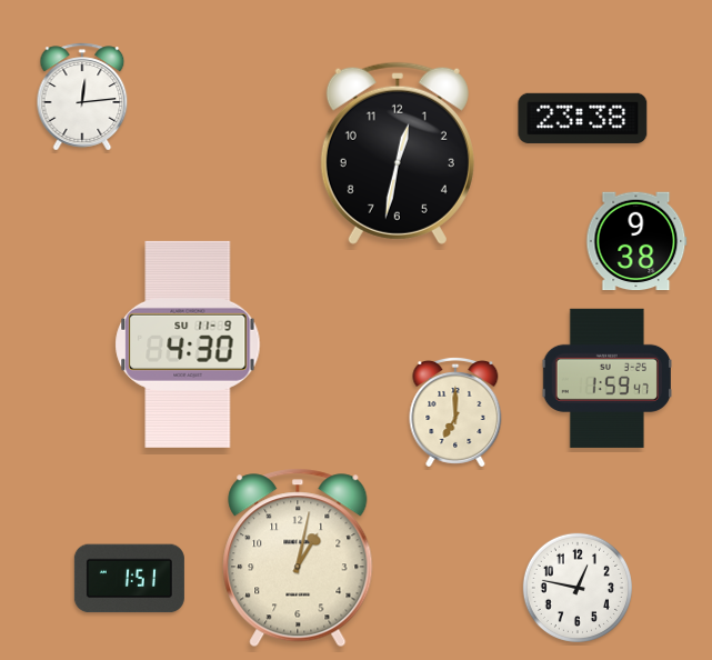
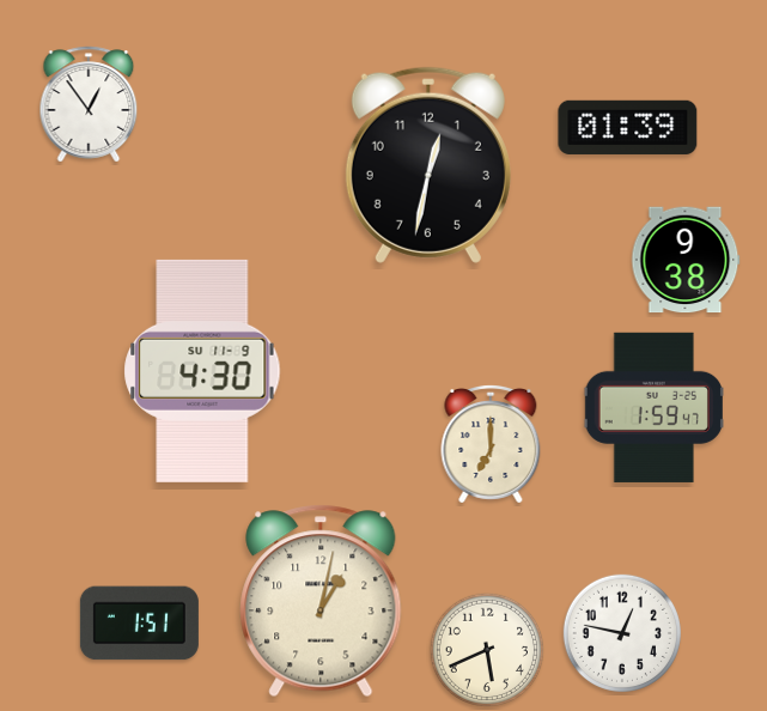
clock at (82, 97): 12:14 -> 12:54
clock at (583, 118): 23:38 -> 01:39
clock at (486, 649): none -> 5:41
